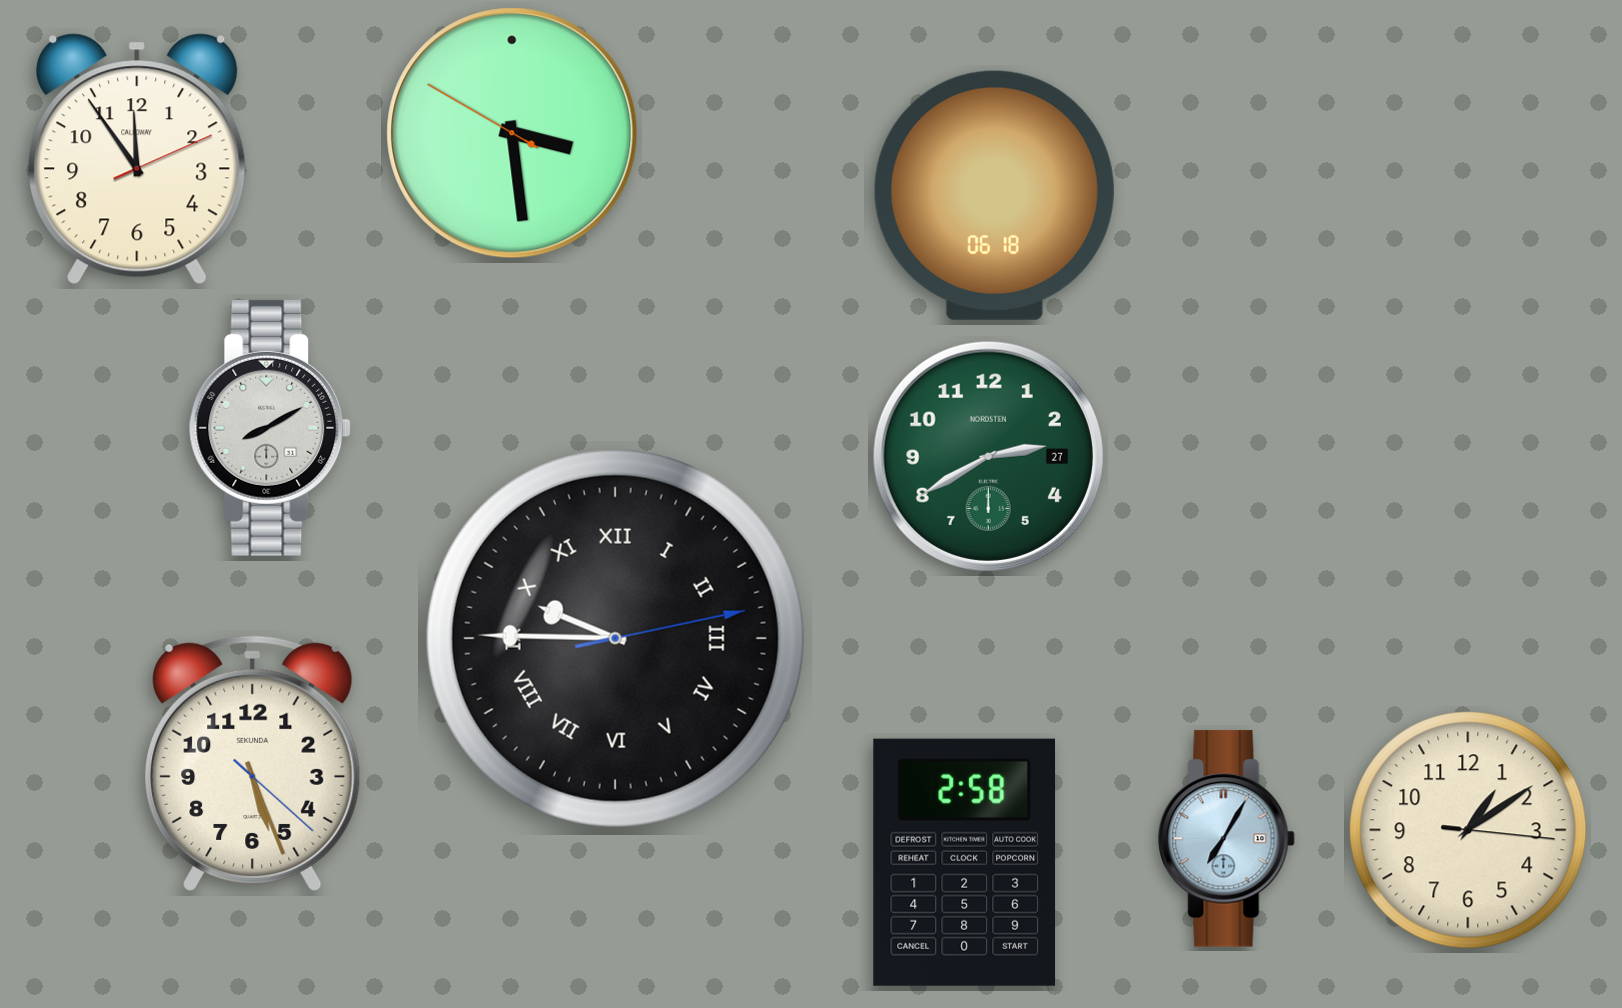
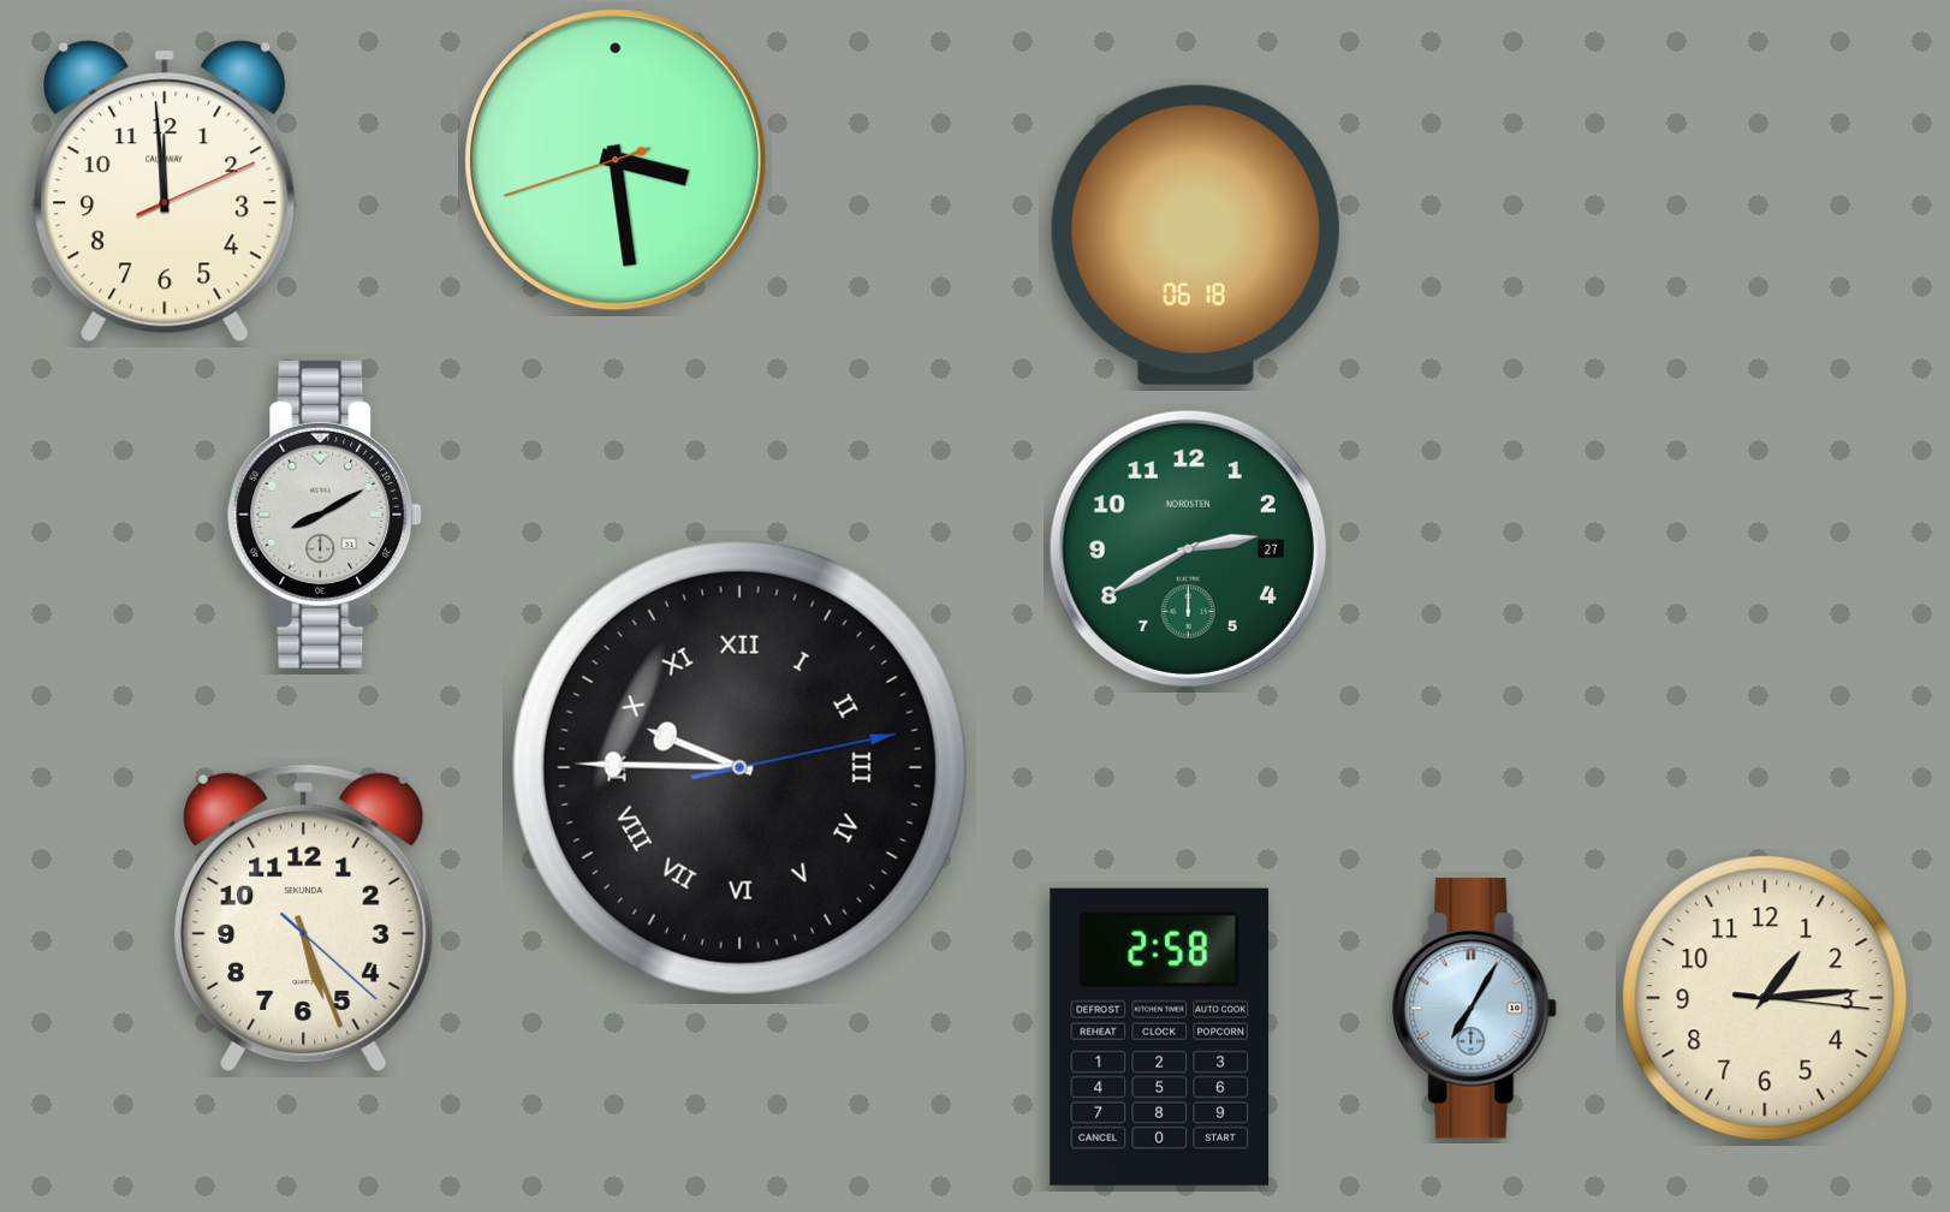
clock at (512, 133): 3:28:50 -> 3:28:42
clock at (137, 159): 11:54 -> 11:59
clock at (1468, 830): 1:09 -> 1:14
